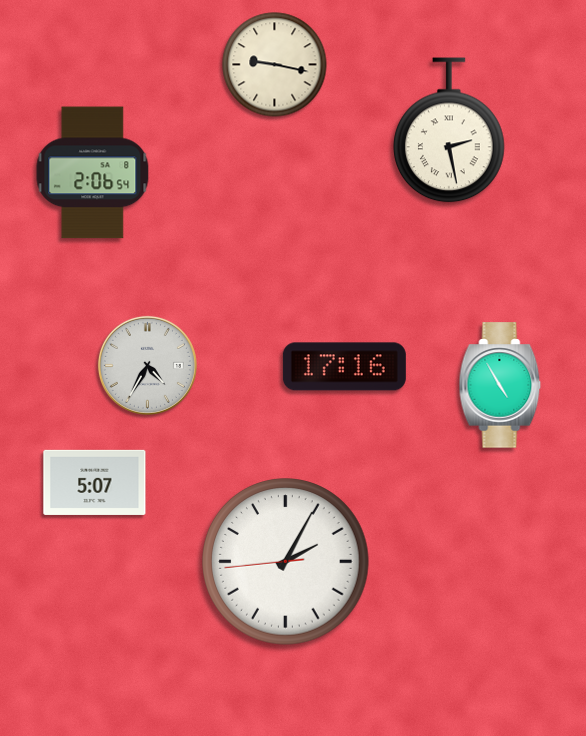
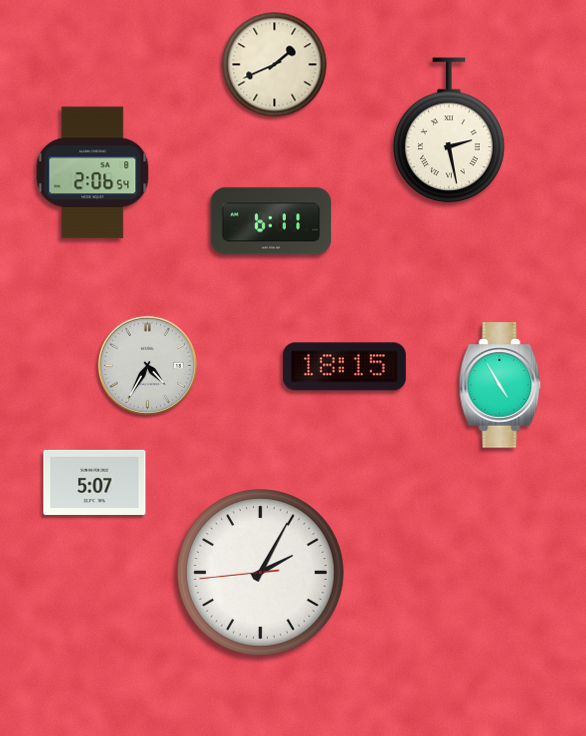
clock at (275, 65): 9:17 -> 1:41
clock at (271, 221): none -> 6:11
clock at (344, 367): 17:16 -> 18:15
clock at (286, 562) position: (286, 562) -> (261, 573)
